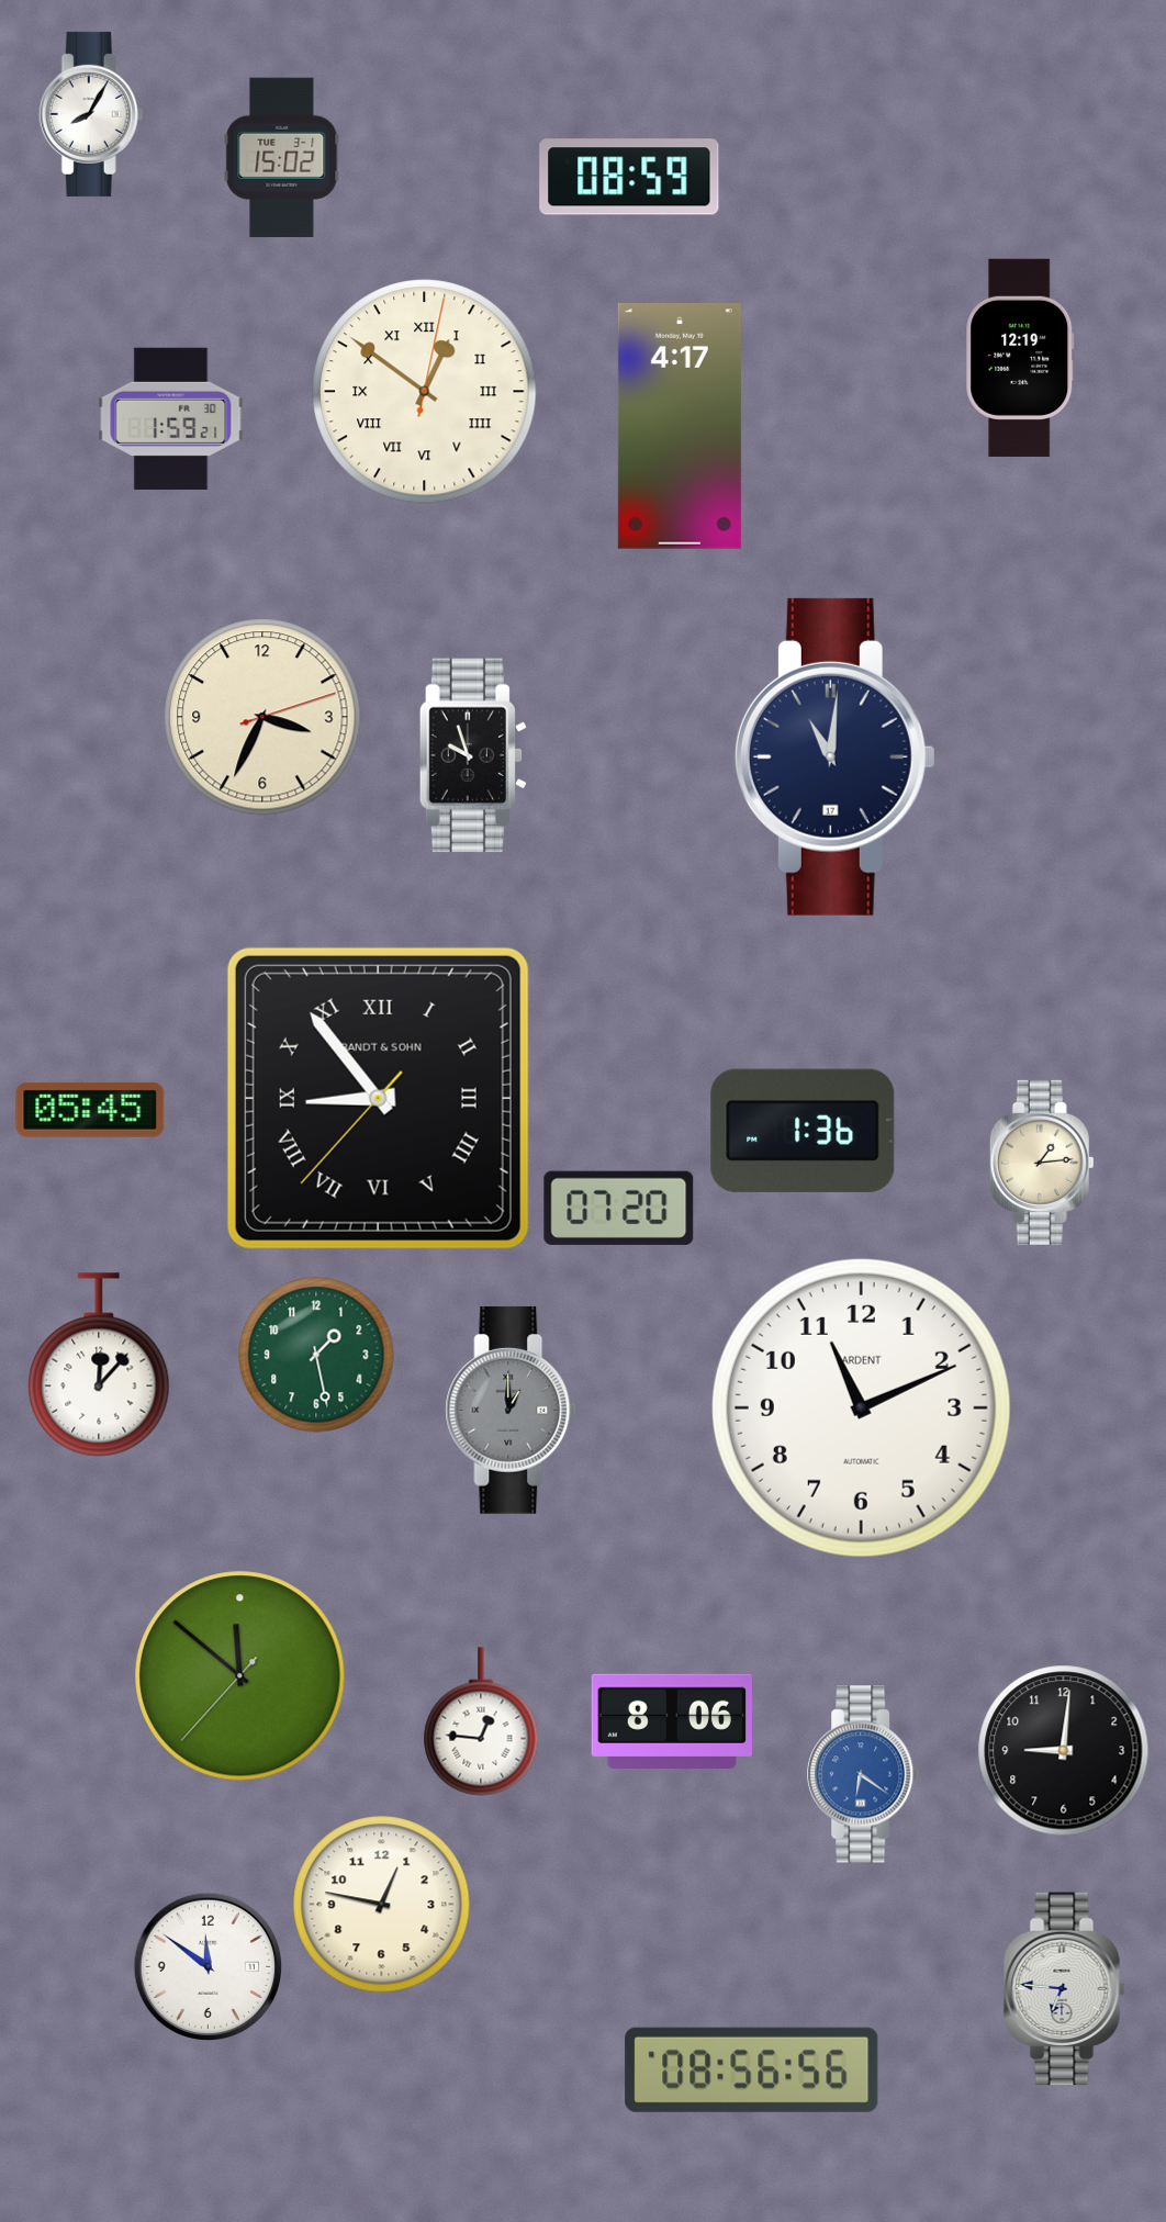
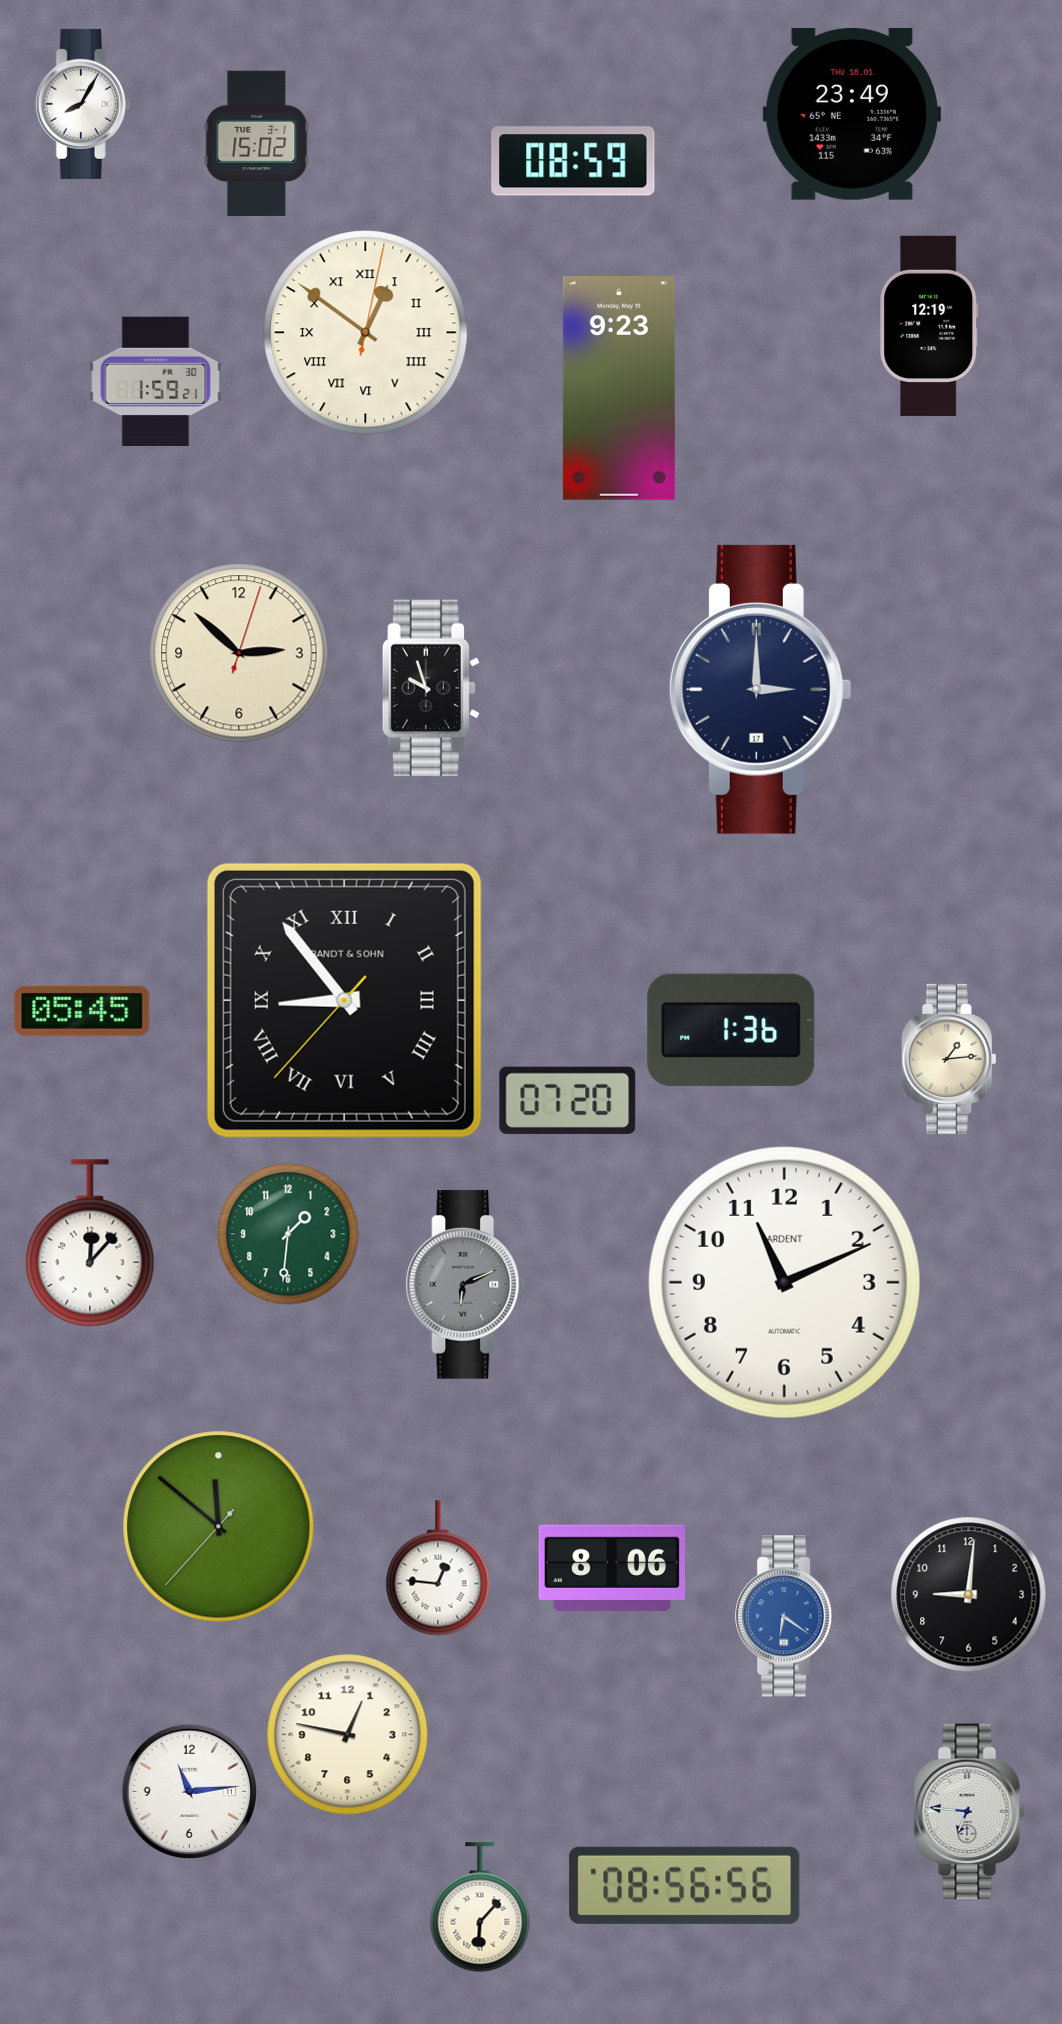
clock at (852, 114): none -> 23:49
clock at (425, 392) position: (425, 392) -> (366, 333)
clock at (680, 427): 4:17 -> 9:23
clock at (262, 717): 3:34 -> 2:52
clock at (834, 756): 11:01 -> 3:00
clock at (619, 1208) position: (619, 1208) -> (568, 1100)
clock at (316, 1355): 1:28 -> 1:31
clock at (512, 1410): 1:00 -> 6:11
clock at (209, 1967): 11:51 -> 11:14
clock at (480, 1907): none -> 6:07
